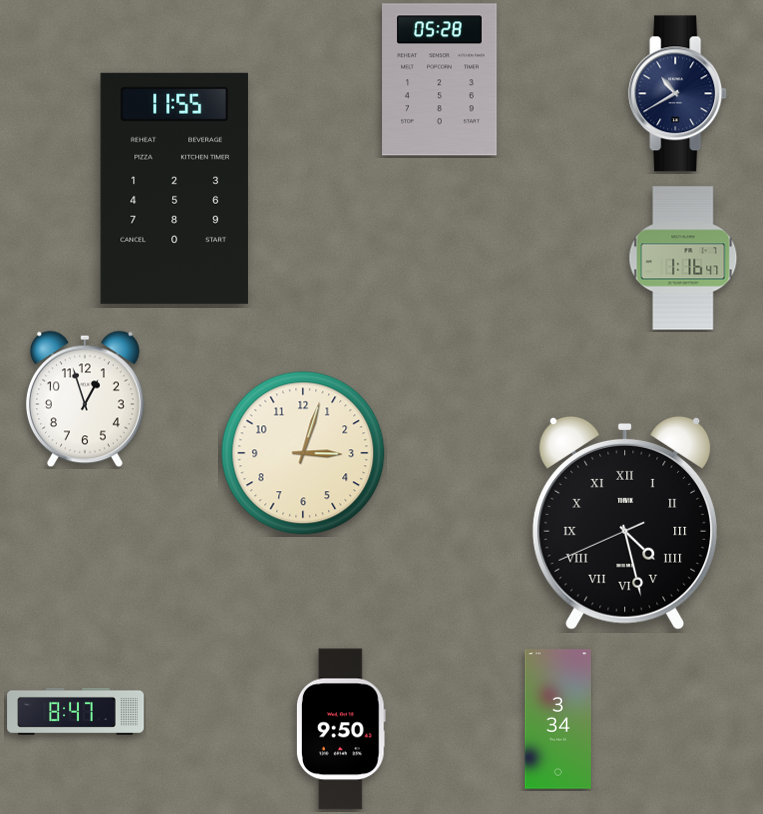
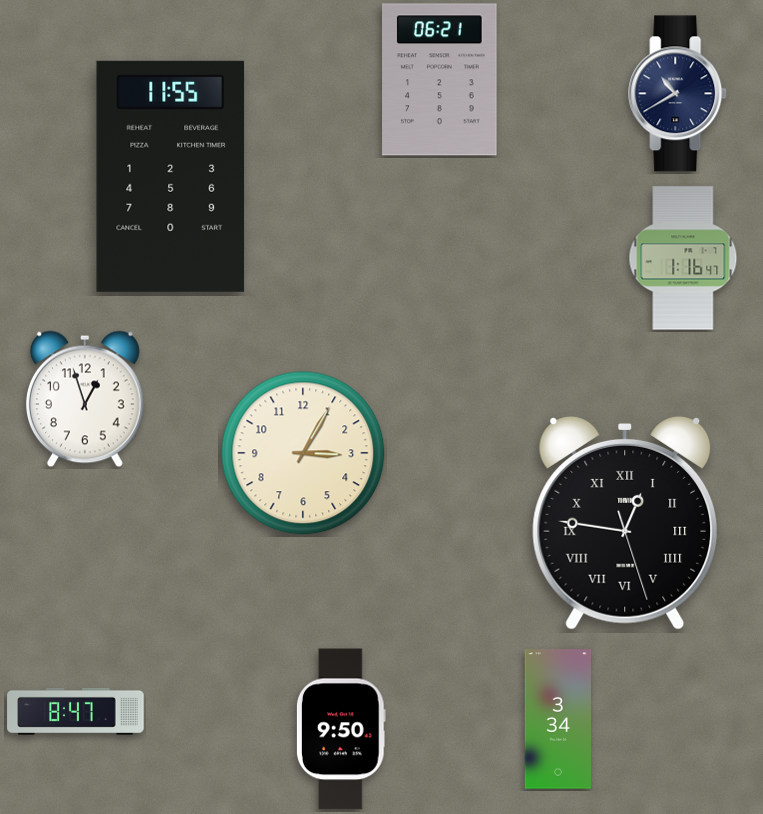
clock at (440, 80): 05:28 -> 06:21
clock at (175, 188) position: (175, 188) -> (171, 176)
clock at (303, 453): 3:03 -> 3:05
clock at (625, 523): 4:27 -> 12:46
